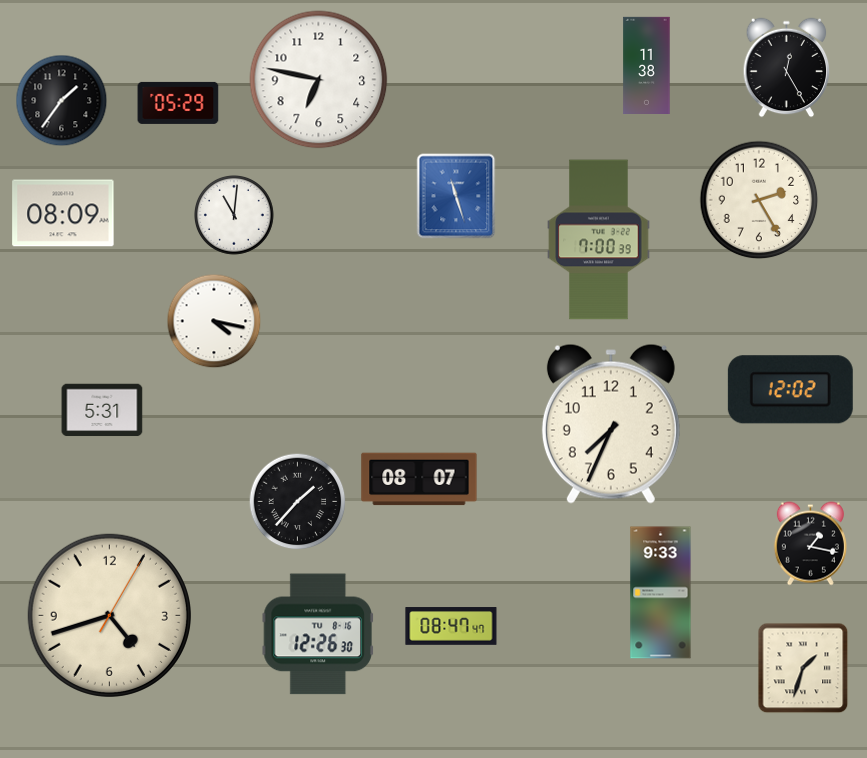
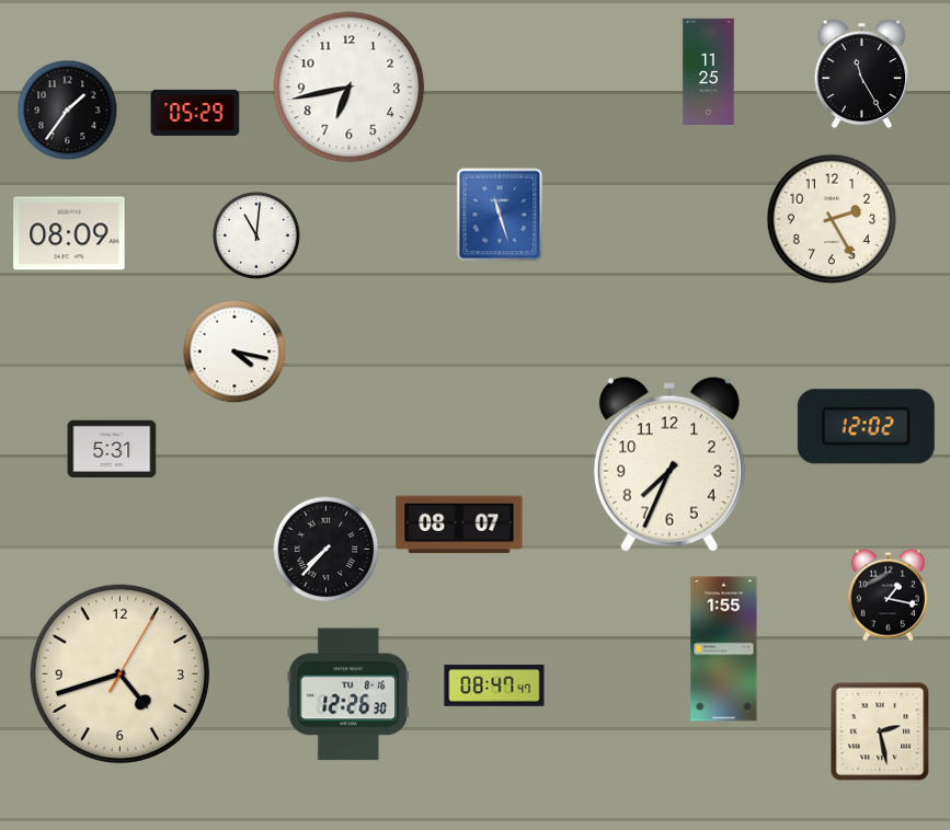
clock at (647, 65): 11:38 -> 11:25
clock at (787, 68): 12:25 -> 11:25
clock at (319, 80): 6:47 -> 6:43
clock at (599, 240): 7:00 -> none
clock at (298, 502): 1:37 -> 7:37
clock at (661, 593): 9:33 -> 1:55
clock at (803, 668): 1:33 -> 2:28
